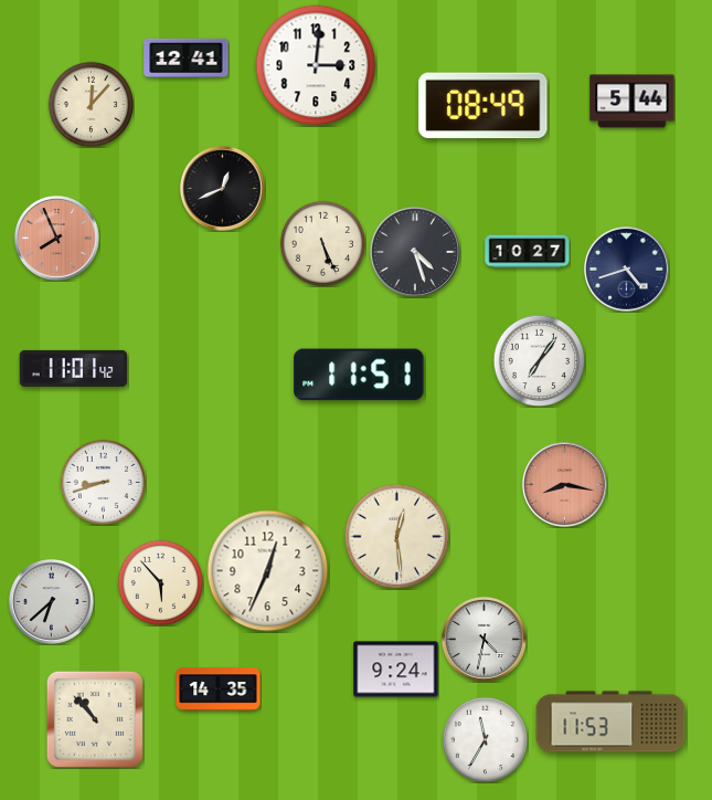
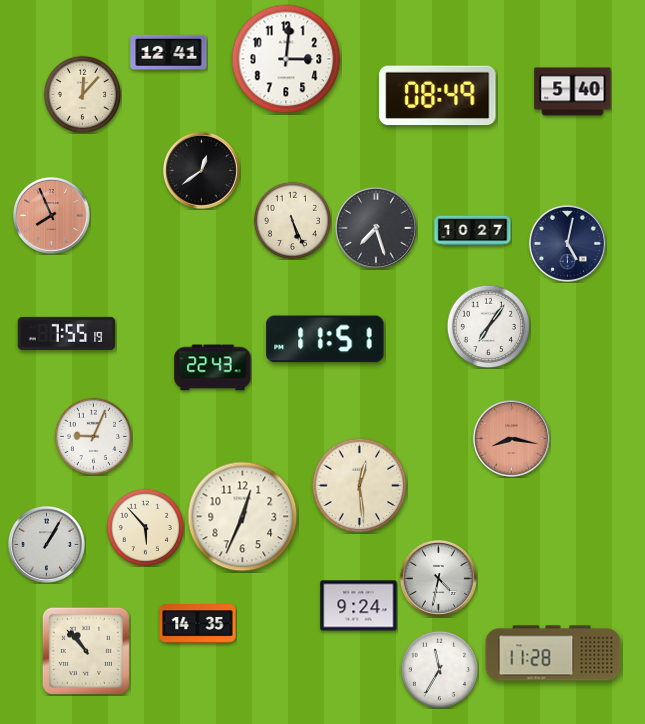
clock at (633, 102): 5:44 -> 5:40
clock at (223, 189): 12:41 -> 12:39
clock at (415, 252): 4:27 -> 7:27
clock at (528, 252) position: (528, 252) -> (473, 231)
clock at (627, 270): 4:42 -> 5:02
clock at (74, 368): 11:01 -> 7:55
clock at (213, 368): none -> 22:43
clock at (103, 482): 8:42 -> 9:04
clock at (52, 602): 6:38 -> 1:05
clock at (610, 722): 11:53 -> 11:28
